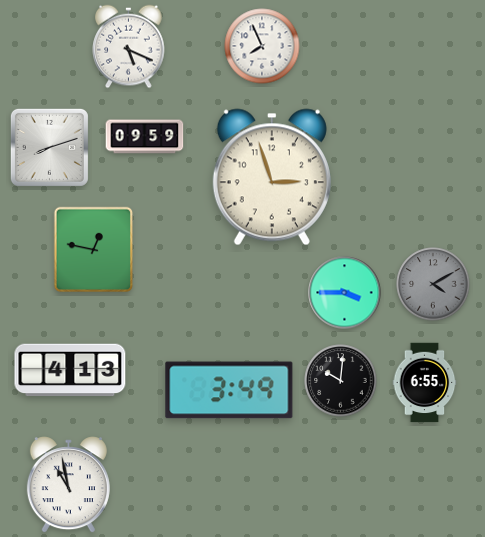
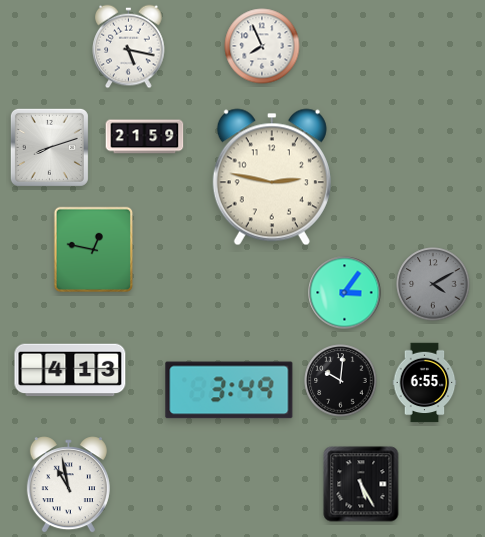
clock at (129, 47): 5:19 -> 5:17
clock at (145, 137): 09:59 -> 21:59
clock at (272, 177): 2:57 -> 2:47
clock at (345, 293): 3:45 -> 3:06
clock at (361, 484): none -> 5:25
